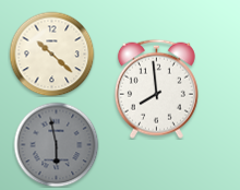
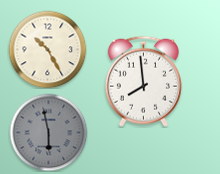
clock at (51, 54): 10:22 -> 10:25
clock at (56, 144) position: (56, 144) -> (48, 132)
